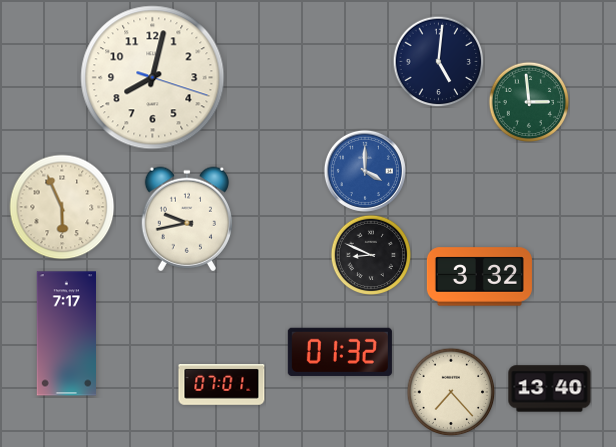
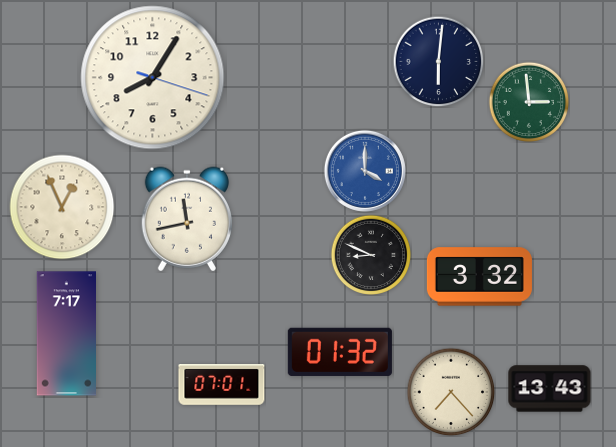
clock at (438, 61): 5:01 -> 6:01
clock at (153, 78): 8:02 -> 8:05
clock at (62, 207): 5:56 -> 12:56
clock at (187, 219): 9:43 -> 11:43
clock at (550, 389): 13:40 -> 13:43
